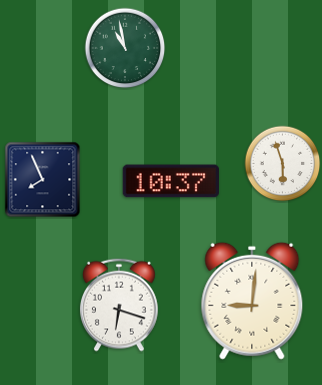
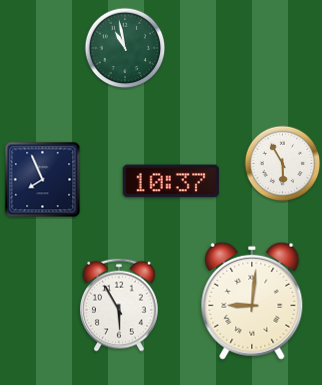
clock at (283, 164): 5:57 -> 5:55
clock at (119, 305): 6:18 -> 5:55
